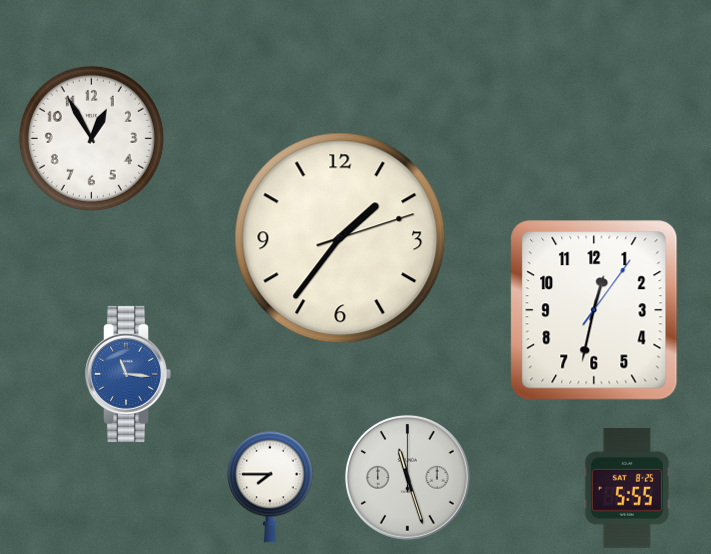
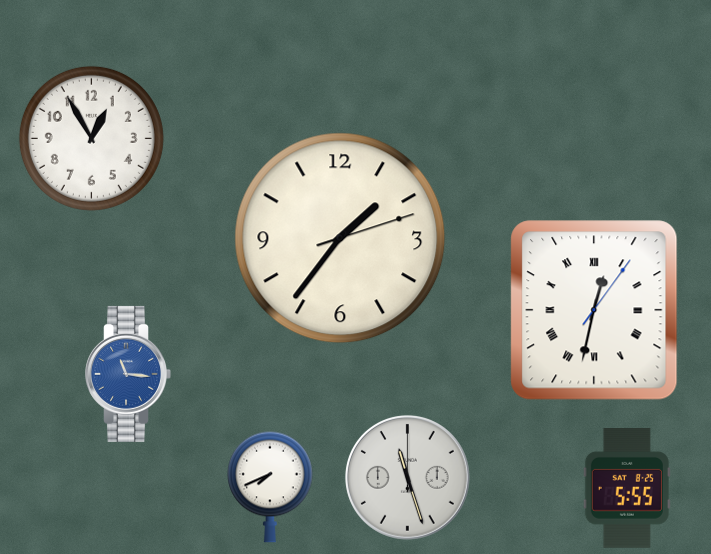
clock at (594, 310) numerals: Arabic -> Roman
clock at (270, 487): 7:45 -> 7:41
